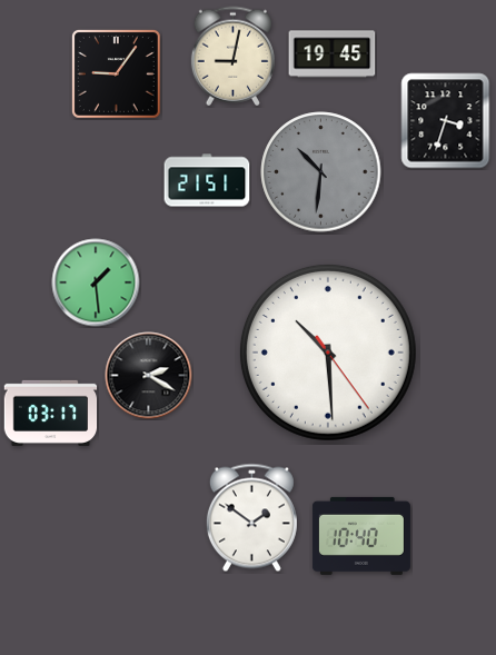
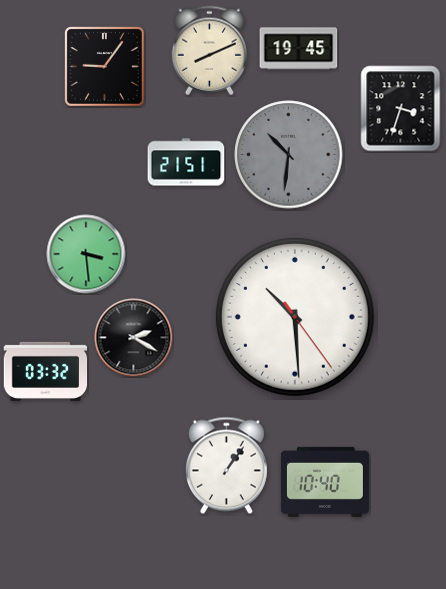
clock at (232, 57): 9:02 -> 8:11
clock at (96, 282): 1:29 -> 3:29
clock at (51, 413): 03:17 -> 03:32
clock at (251, 518): 1:51 -> 1:06
